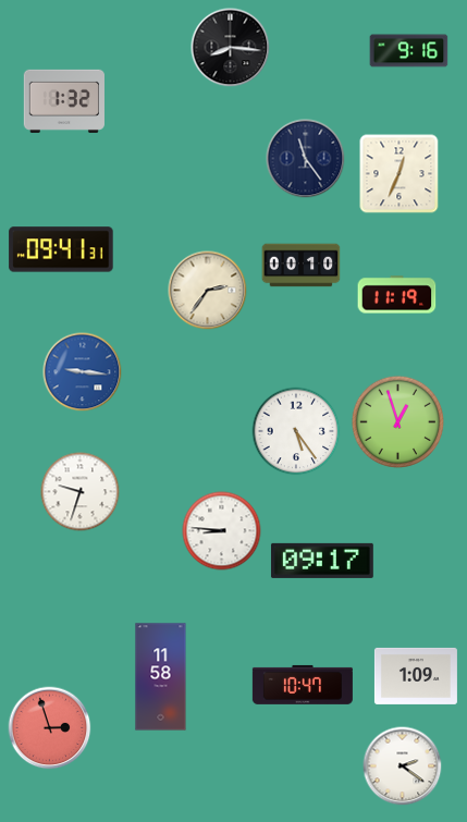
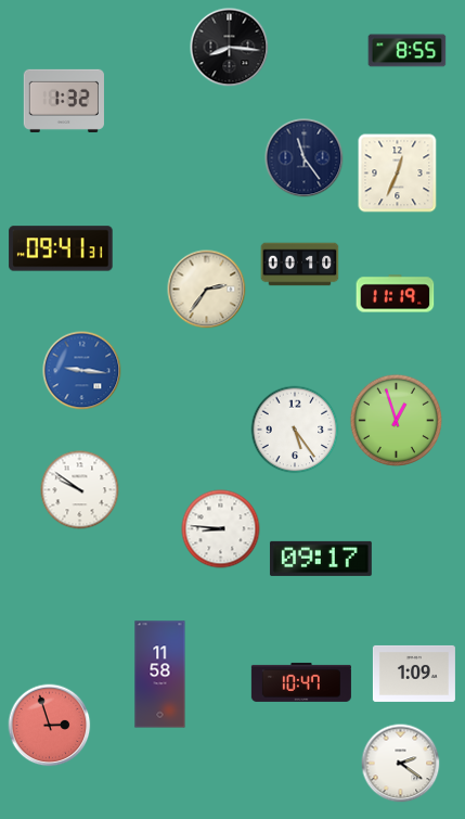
clock at (409, 51): 9:16 -> 8:55
clock at (81, 492): 9:33 -> 9:51
